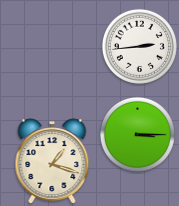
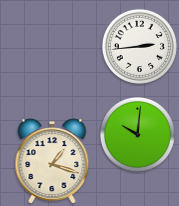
clock at (137, 134): 3:15 -> 10:01
